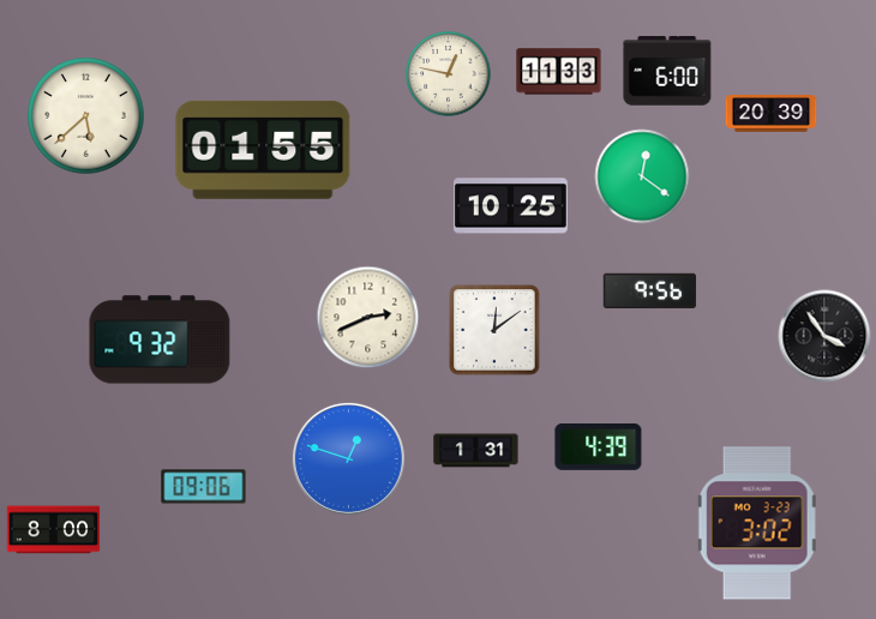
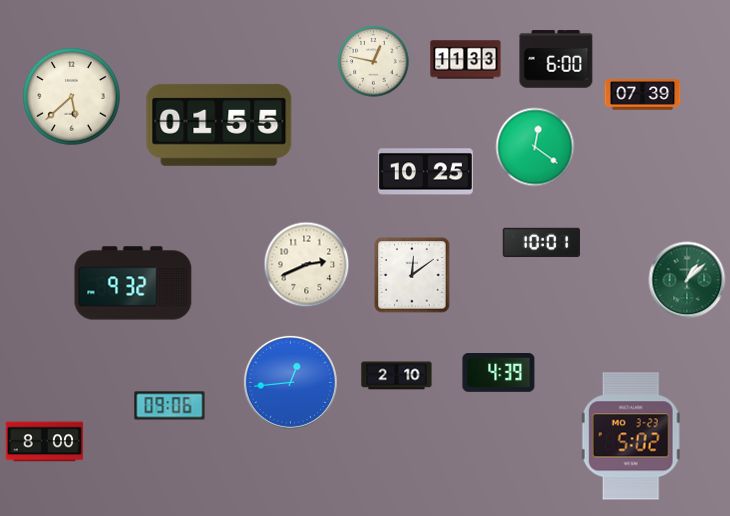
clock at (772, 114): 20:39 -> 07:39
clock at (650, 292): 9:56 -> 10:01
clock at (824, 336): 3:54 -> 1:08
clock at (824, 336) dial: black -> green
clock at (476, 451): 1:31 -> 2:10
clock at (348, 458): 12:48 -> 12:44
clock at (757, 523): 3:02 -> 5:02
